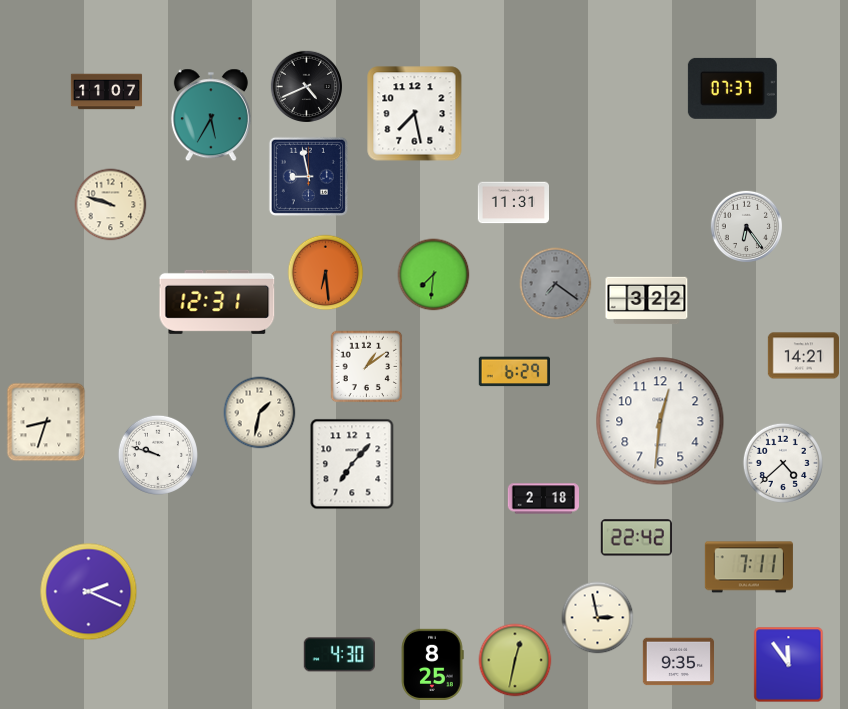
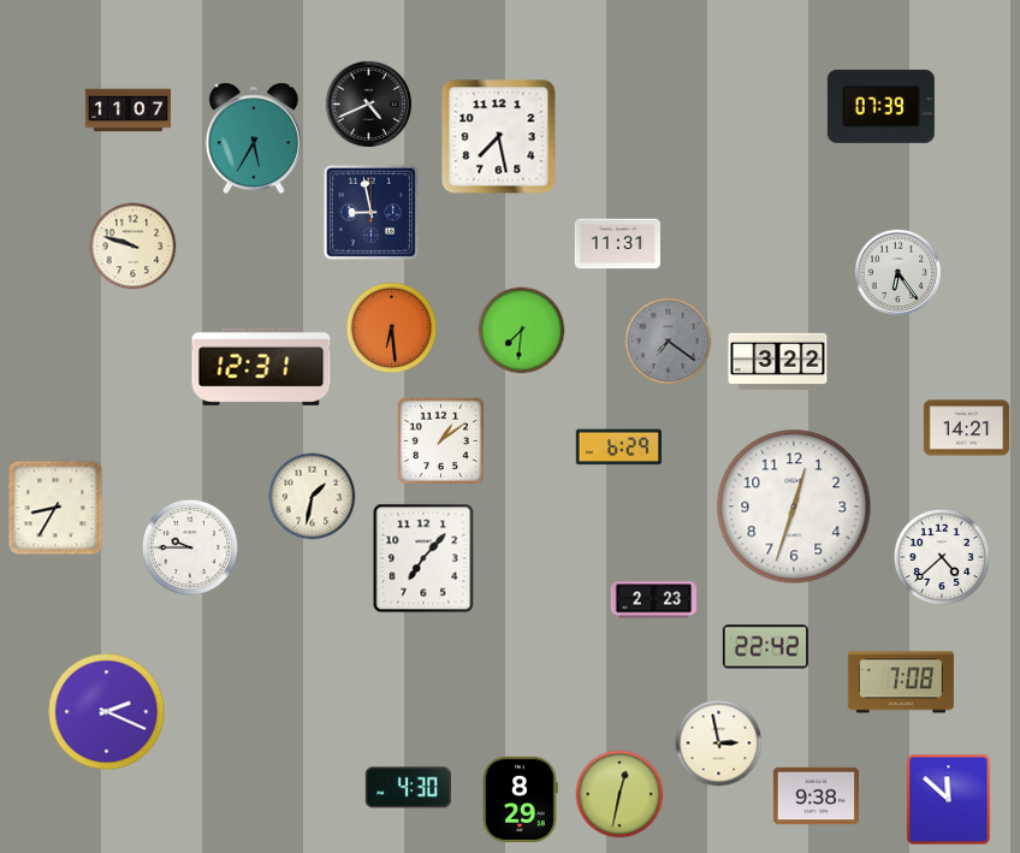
clock at (732, 88): 07:37 -> 07:39
clock at (217, 302) position: (217, 302) -> (261, 367)
clock at (660, 421): 12:31 -> 12:33
clock at (46, 422): 8:33 -> 8:35
clock at (158, 455): 9:48 -> 9:45
clock at (543, 499): 2:18 -> 2:23
clock at (749, 567): 7:11 -> 7:08
clock at (678, 662): 9:35 -> 9:38
clock at (432, 664): 8:25 -> 8:29
clock at (789, 665): 11:54 -> 11:52
